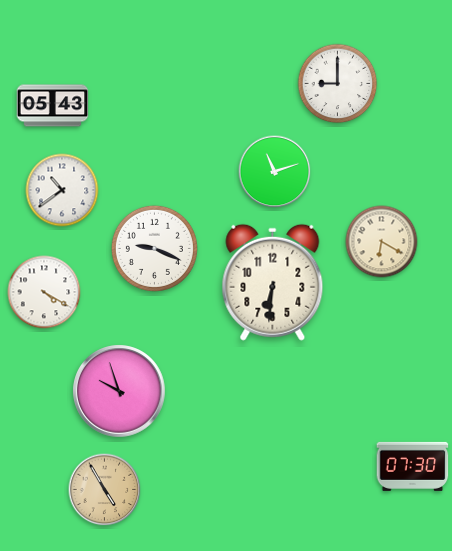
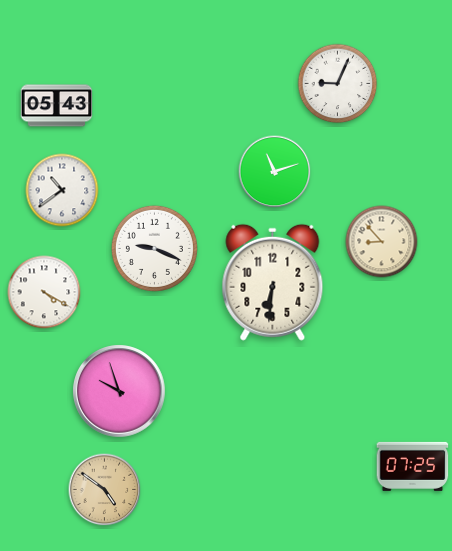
clock at (338, 84): 9:00 -> 9:04
clock at (53, 106) position: (53, 106) -> (57, 106)
clock at (382, 242): 6:20 -> 8:53
clock at (413, 466): 07:30 -> 07:25
clock at (105, 490): 4:55 -> 4:51
